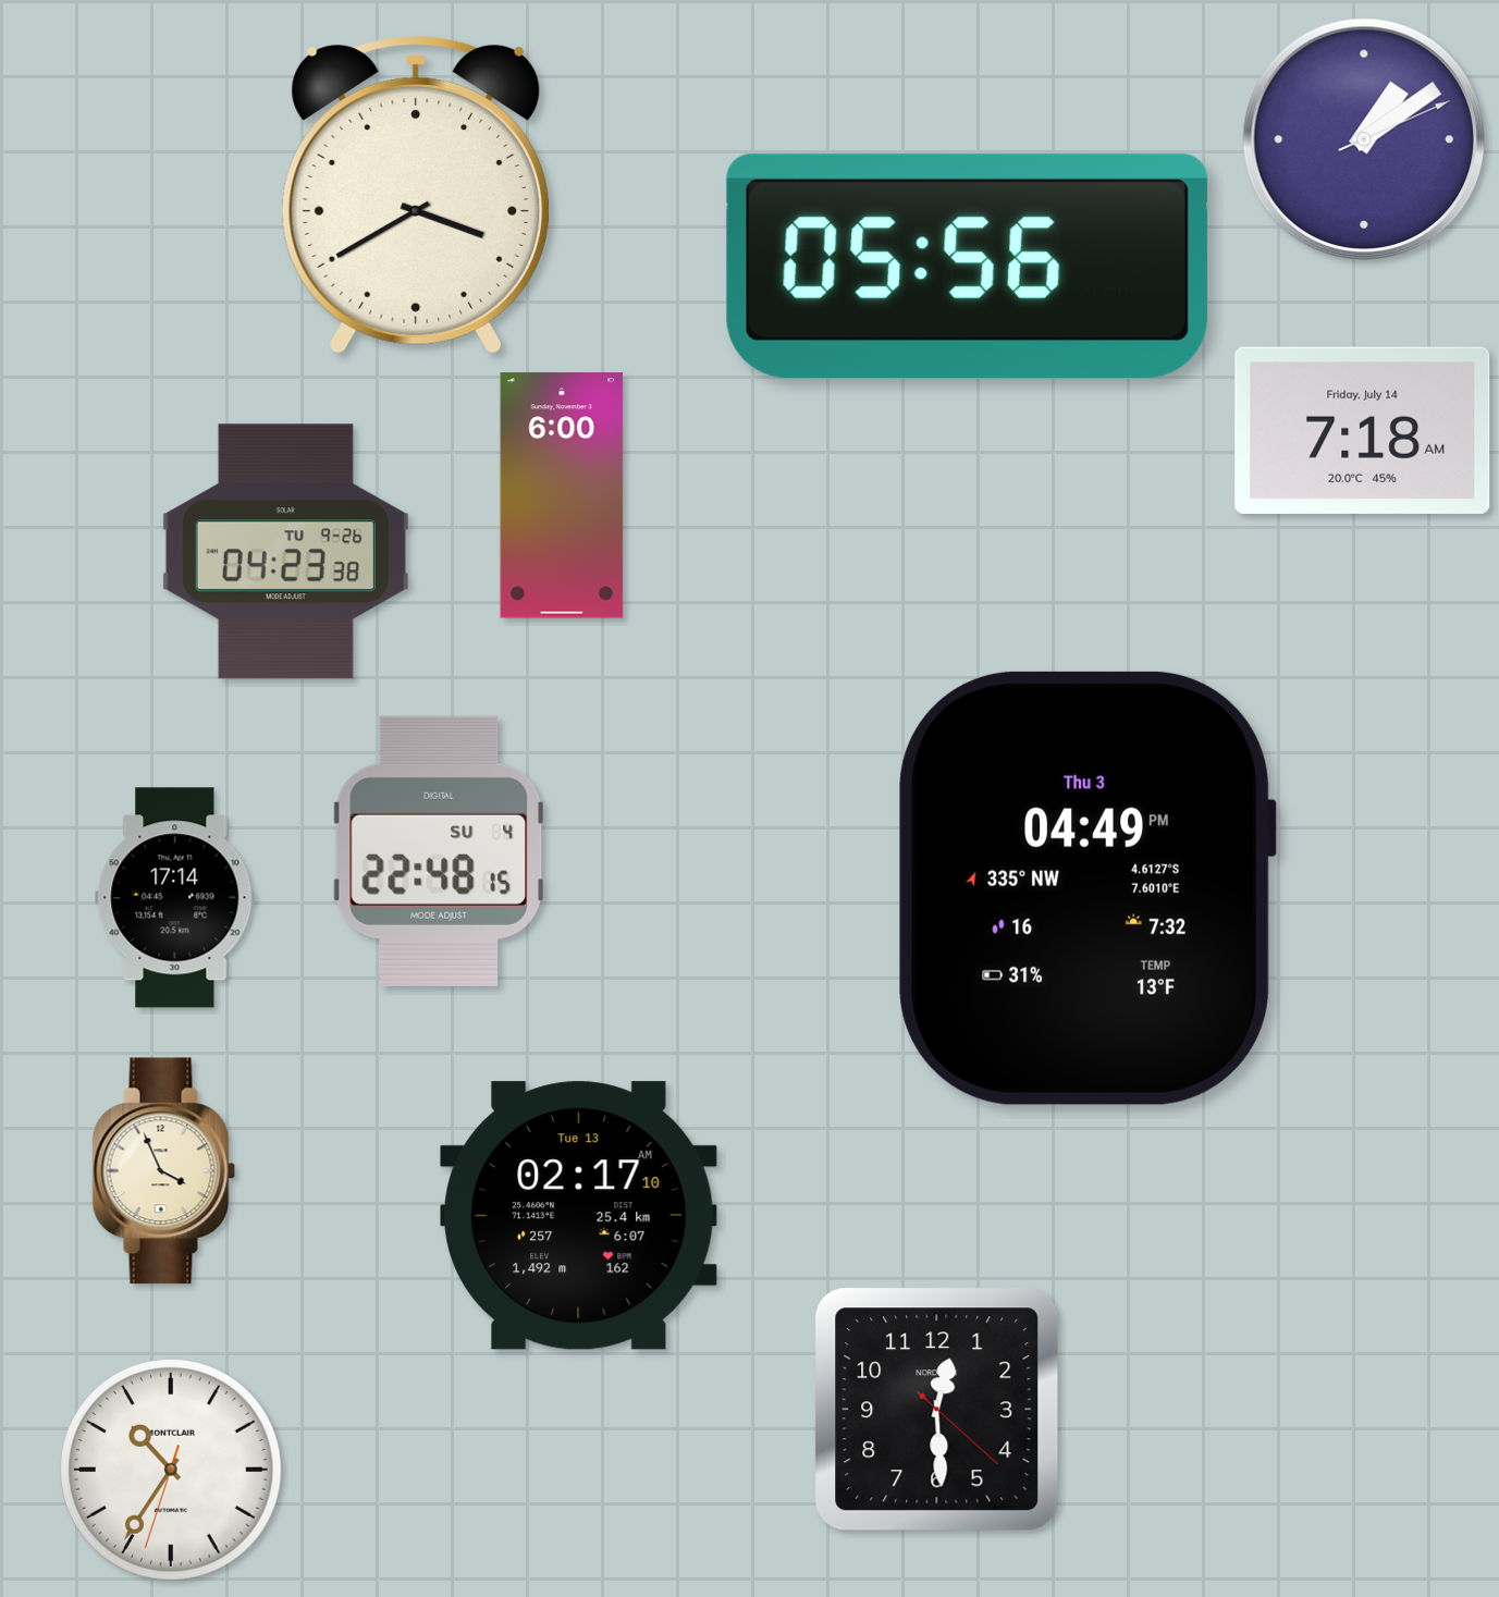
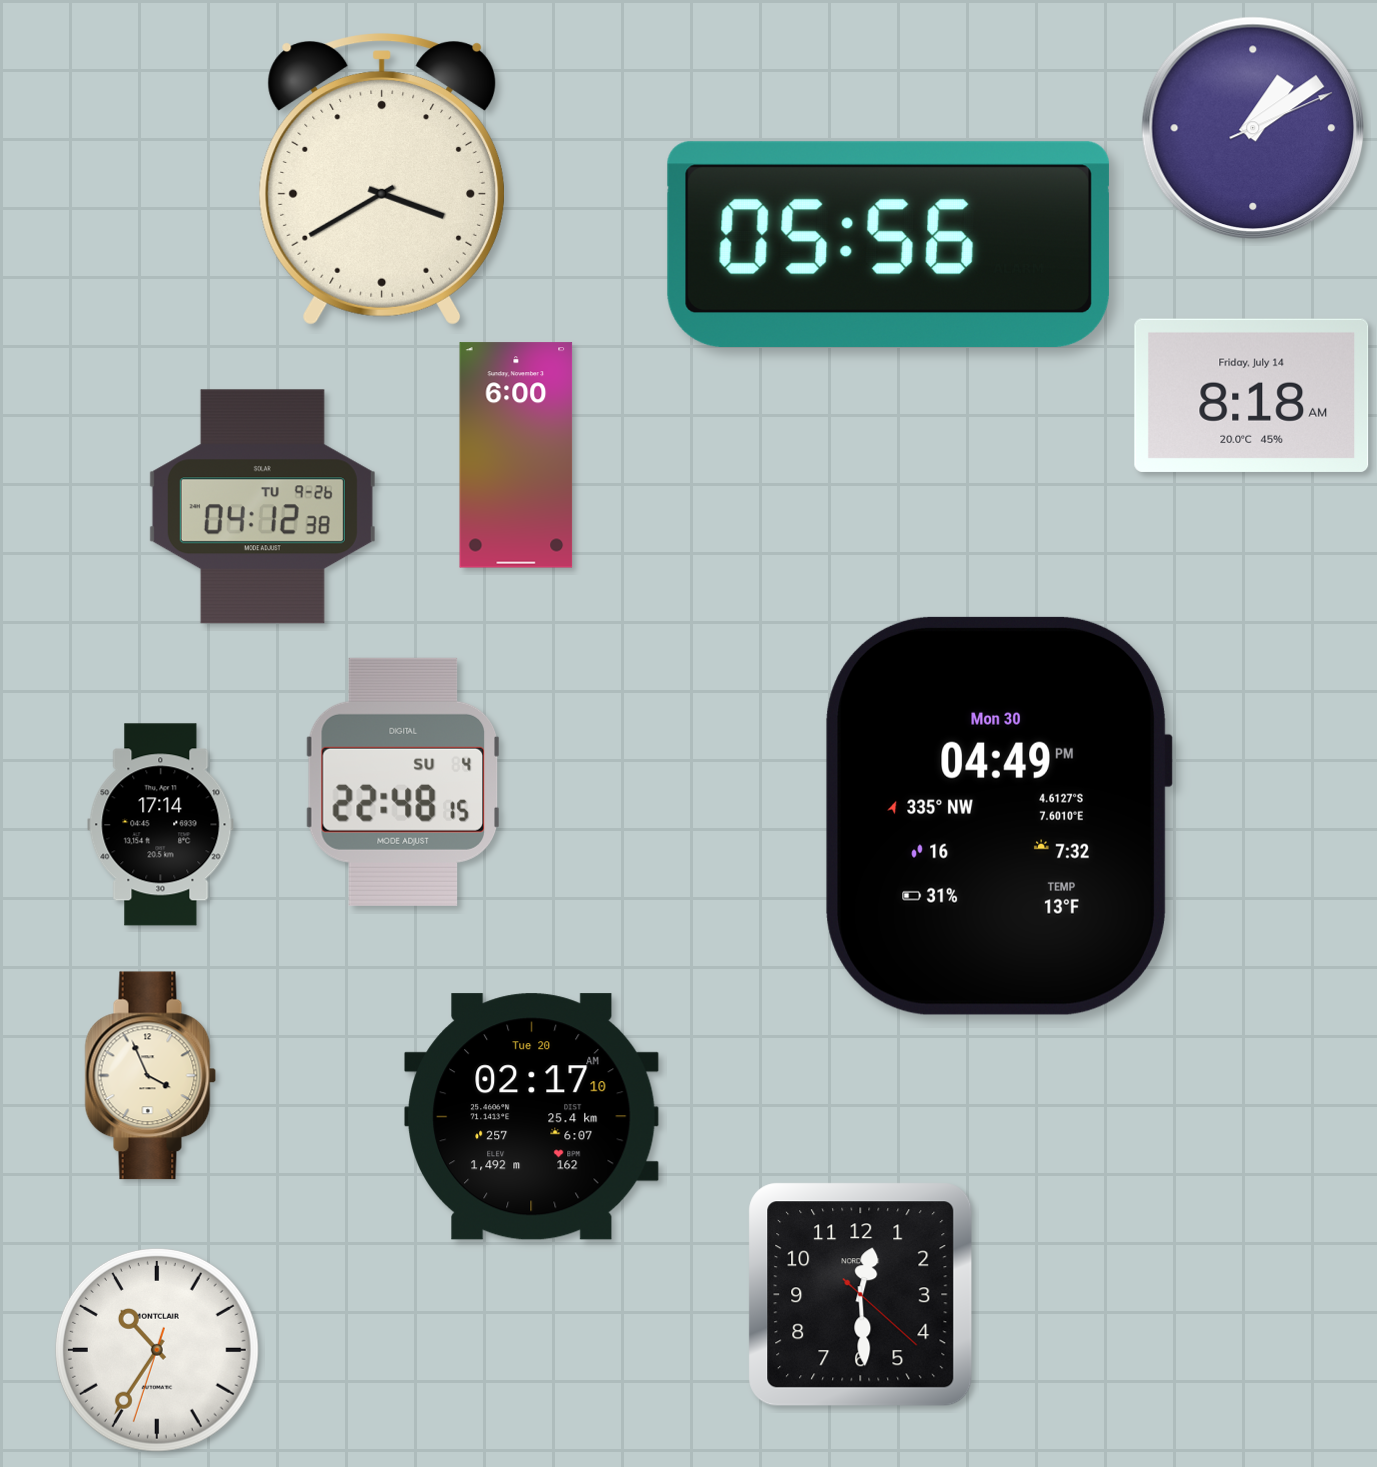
clock at (1363, 430): 7:18 -> 8:18
clock at (285, 552): 04:23 -> 04:12
clock at (1088, 888) date: Thu 3 -> Mon 30
clock at (579, 1216) date: Tue 13 -> Tue 20
